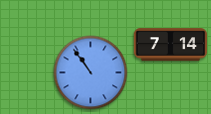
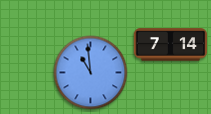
clock at (91, 73): 10:54 -> 10:59
